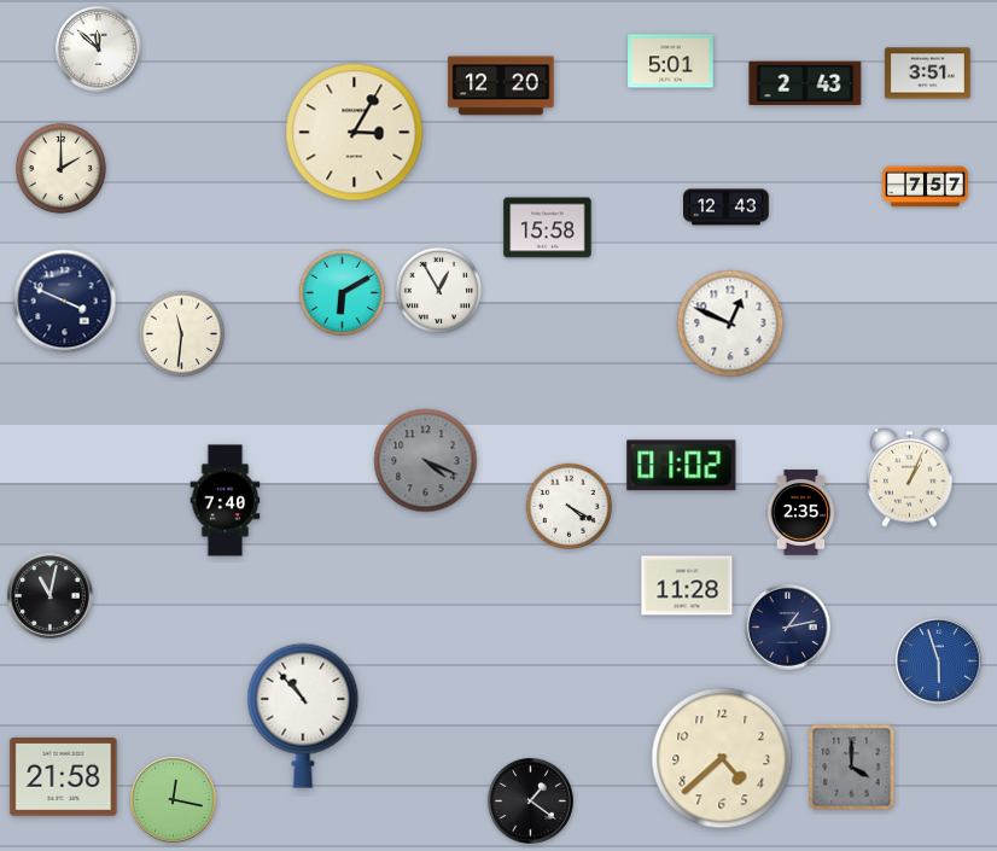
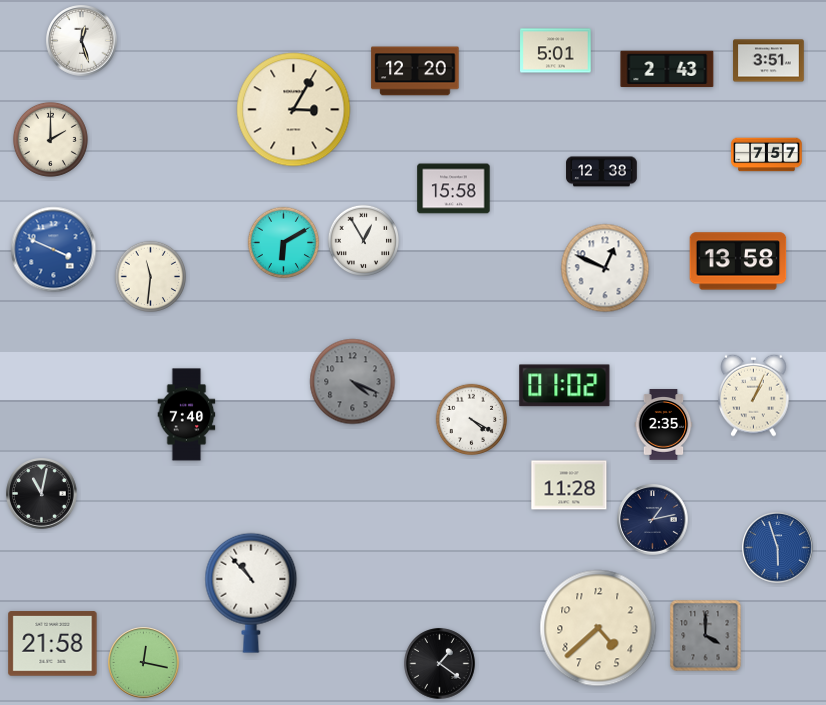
clock at (99, 49): 11:52 -> 12:27
clock at (727, 208): 12:43 -> 12:38
clock at (65, 302) dial: navy -> blue
clock at (738, 261): none -> 13:58
